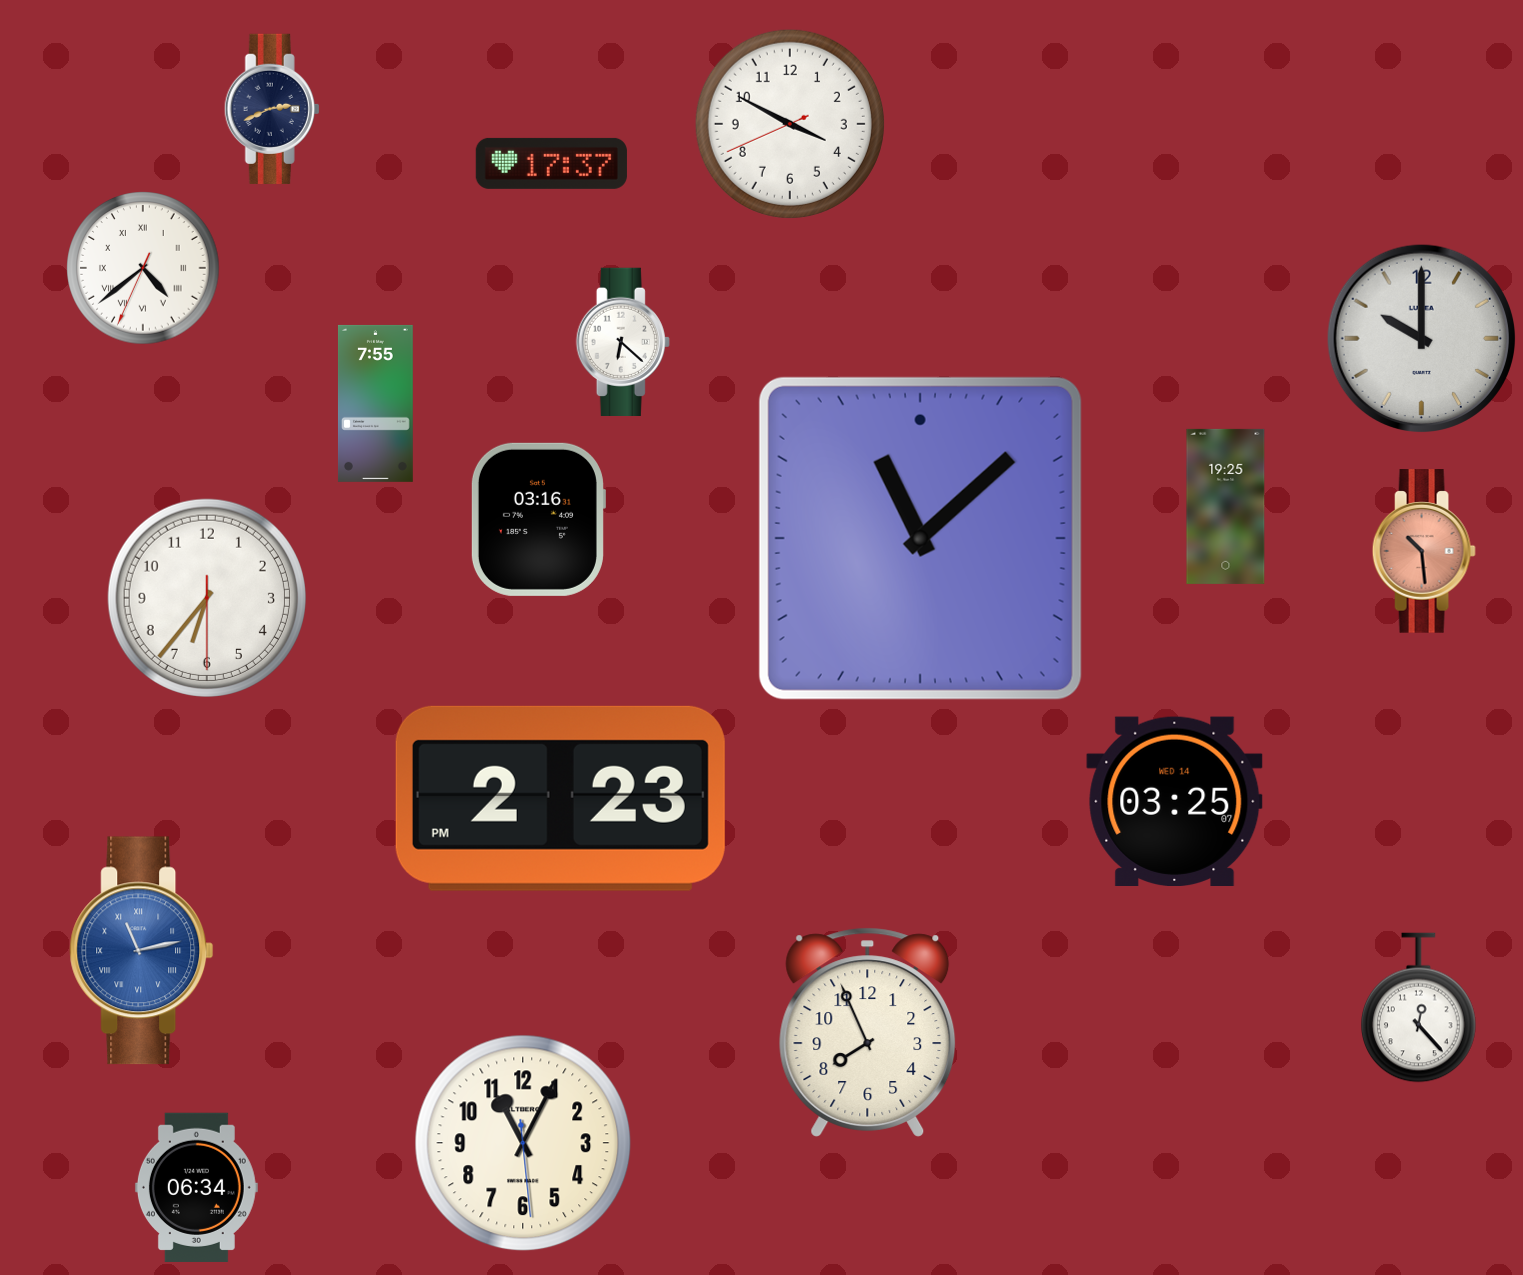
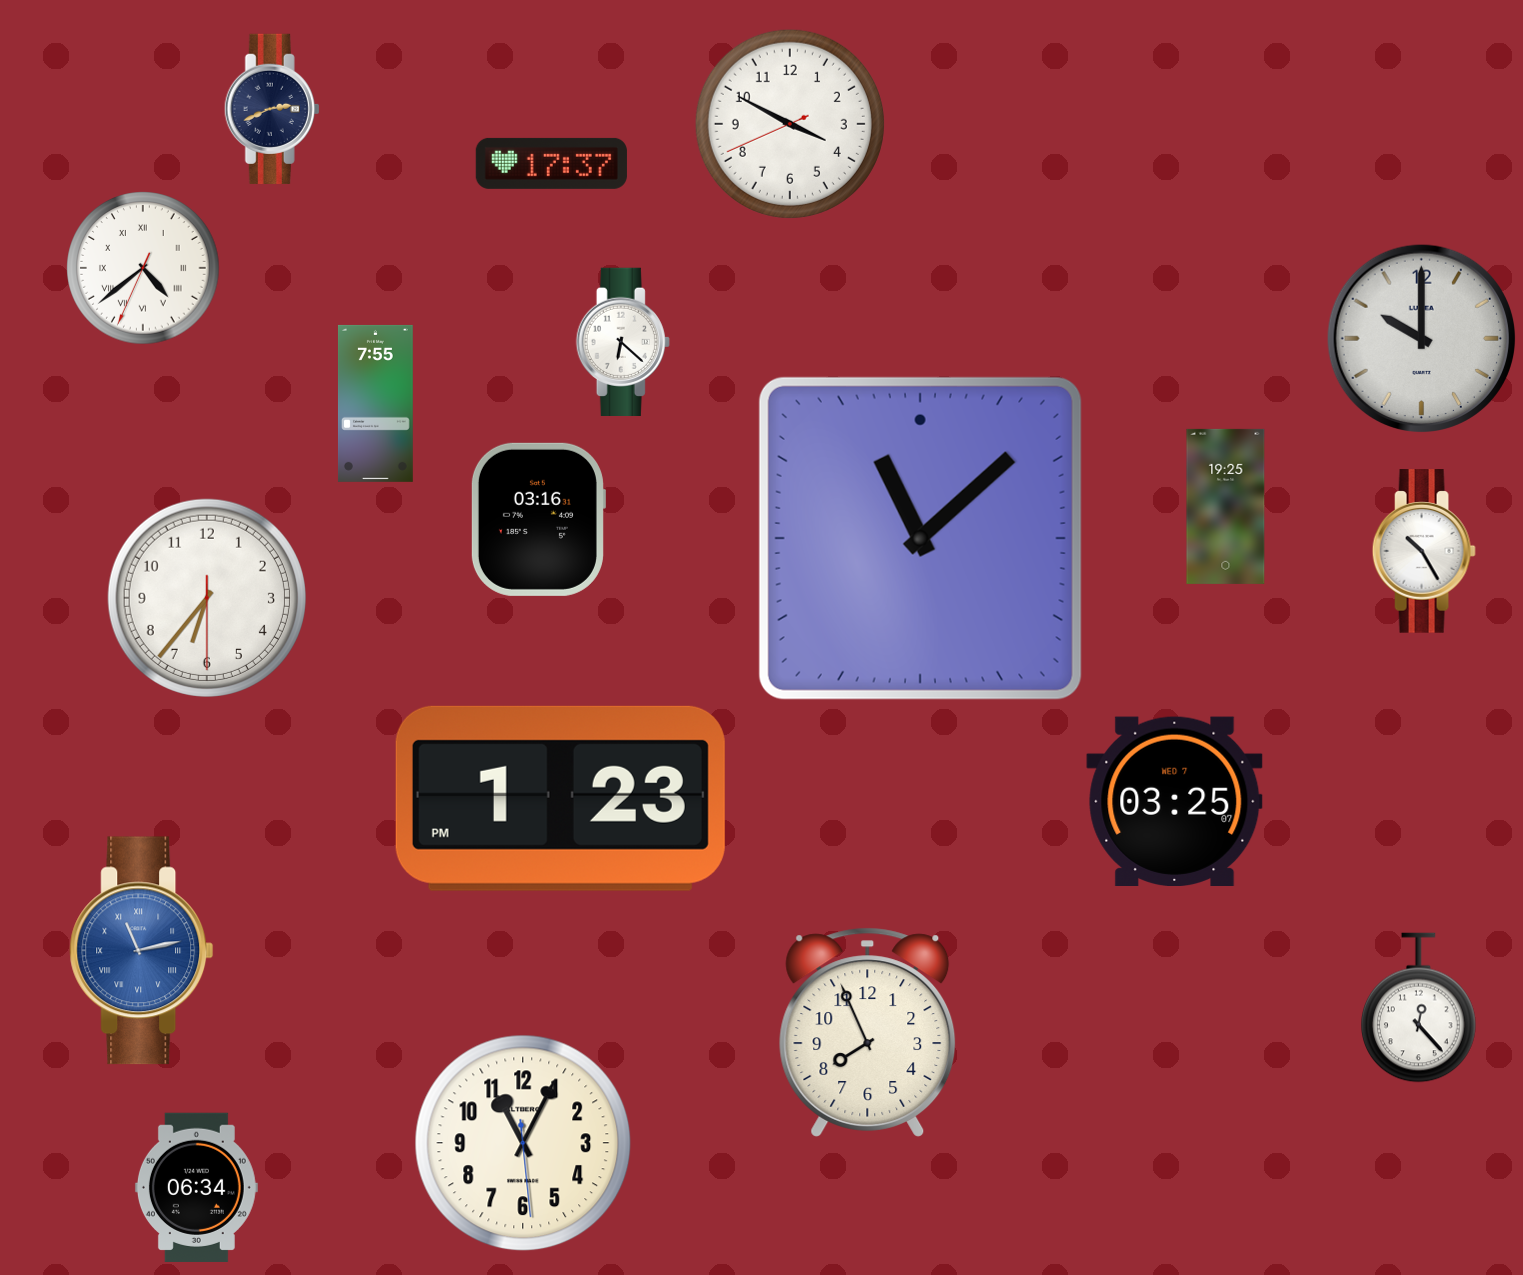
clock at (1424, 551): 10:29 -> 10:25
clock at (1424, 551) dial: salmon -> white
clock at (560, 798): 2:23 -> 1:23
clock at (1175, 801) date: WED 14 -> WED 7
